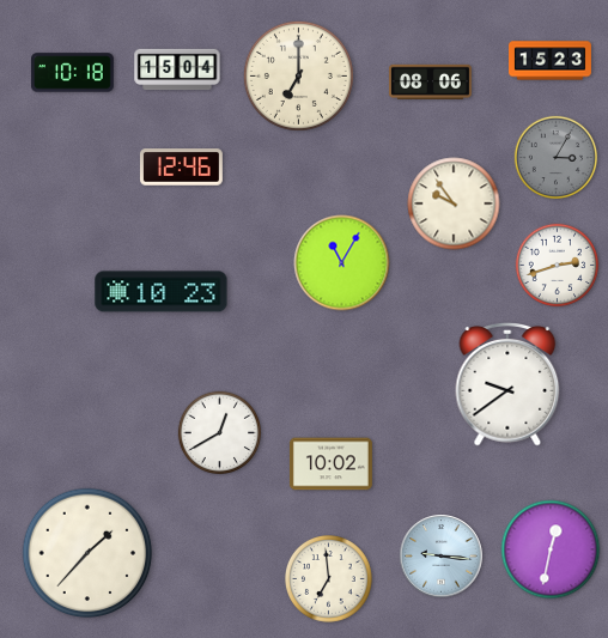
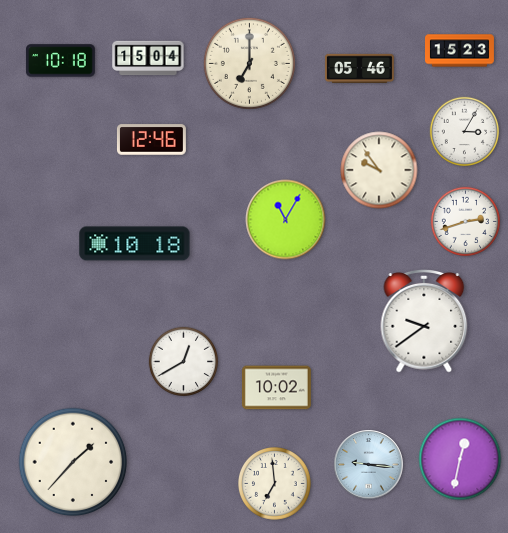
clock at (430, 81): 08:06 -> 05:46
clock at (557, 158) dial: grey -> white
clock at (162, 292): 10:23 -> 10:18
